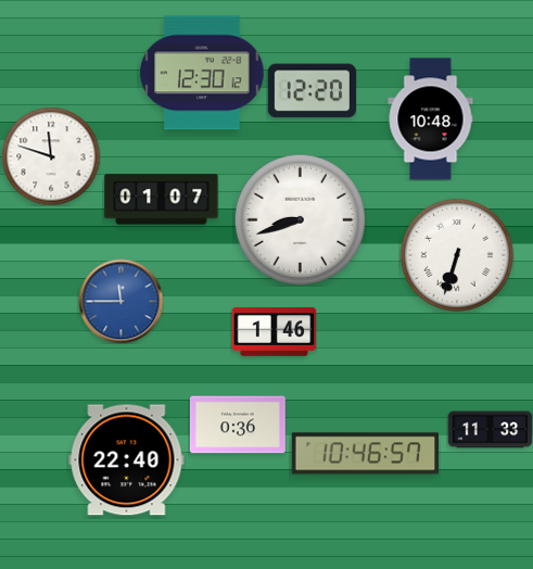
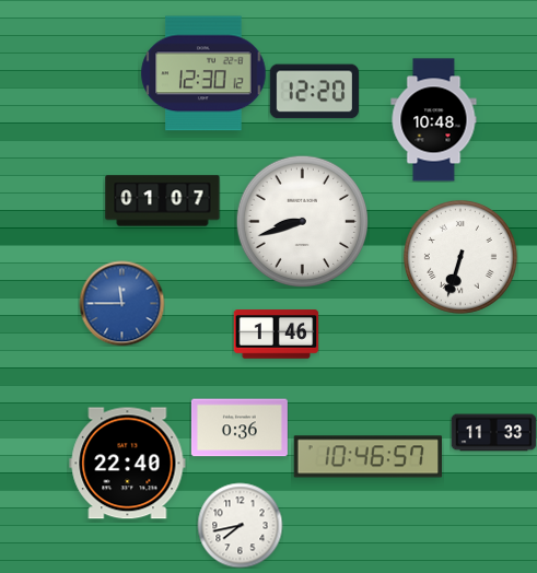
clock at (51, 156): 11:48 -> none
clock at (240, 525): none -> 7:43
